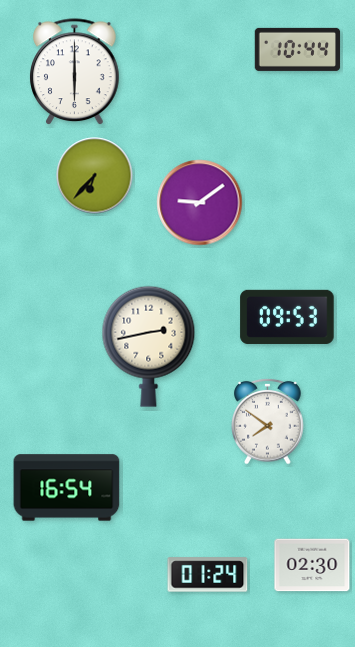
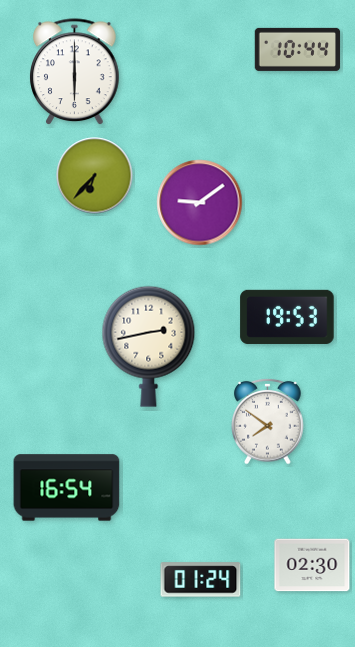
clock at (287, 317): 09:53 -> 19:53
clock at (208, 575) position: (208, 575) -> (201, 580)
